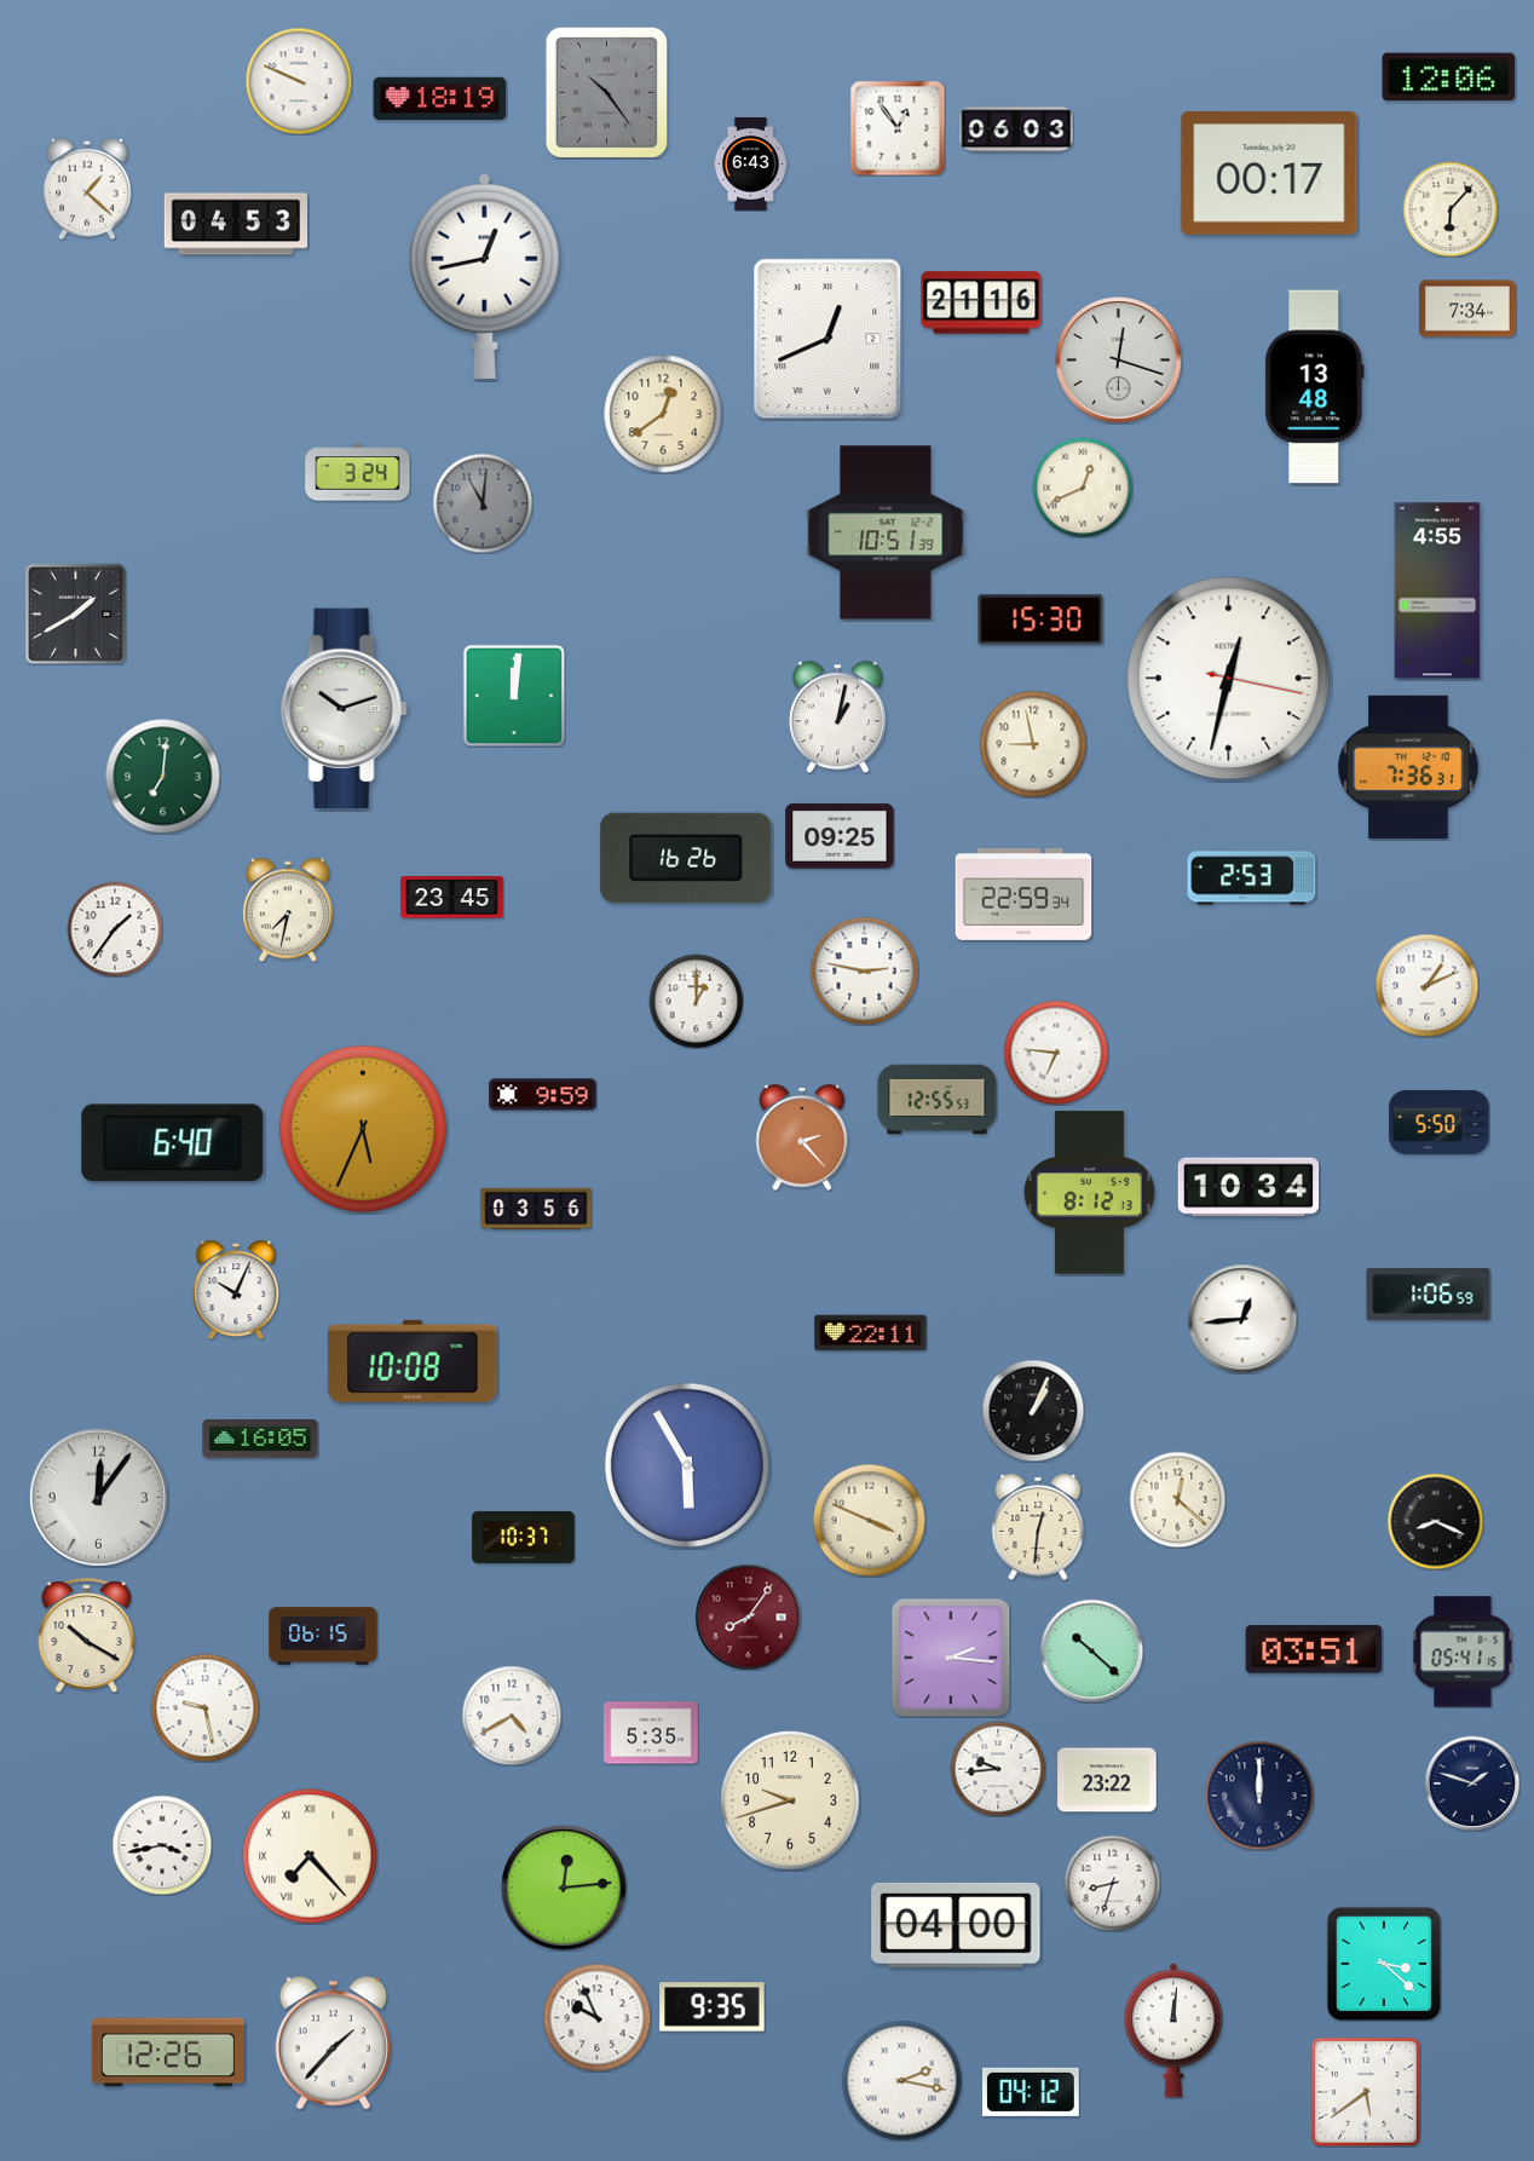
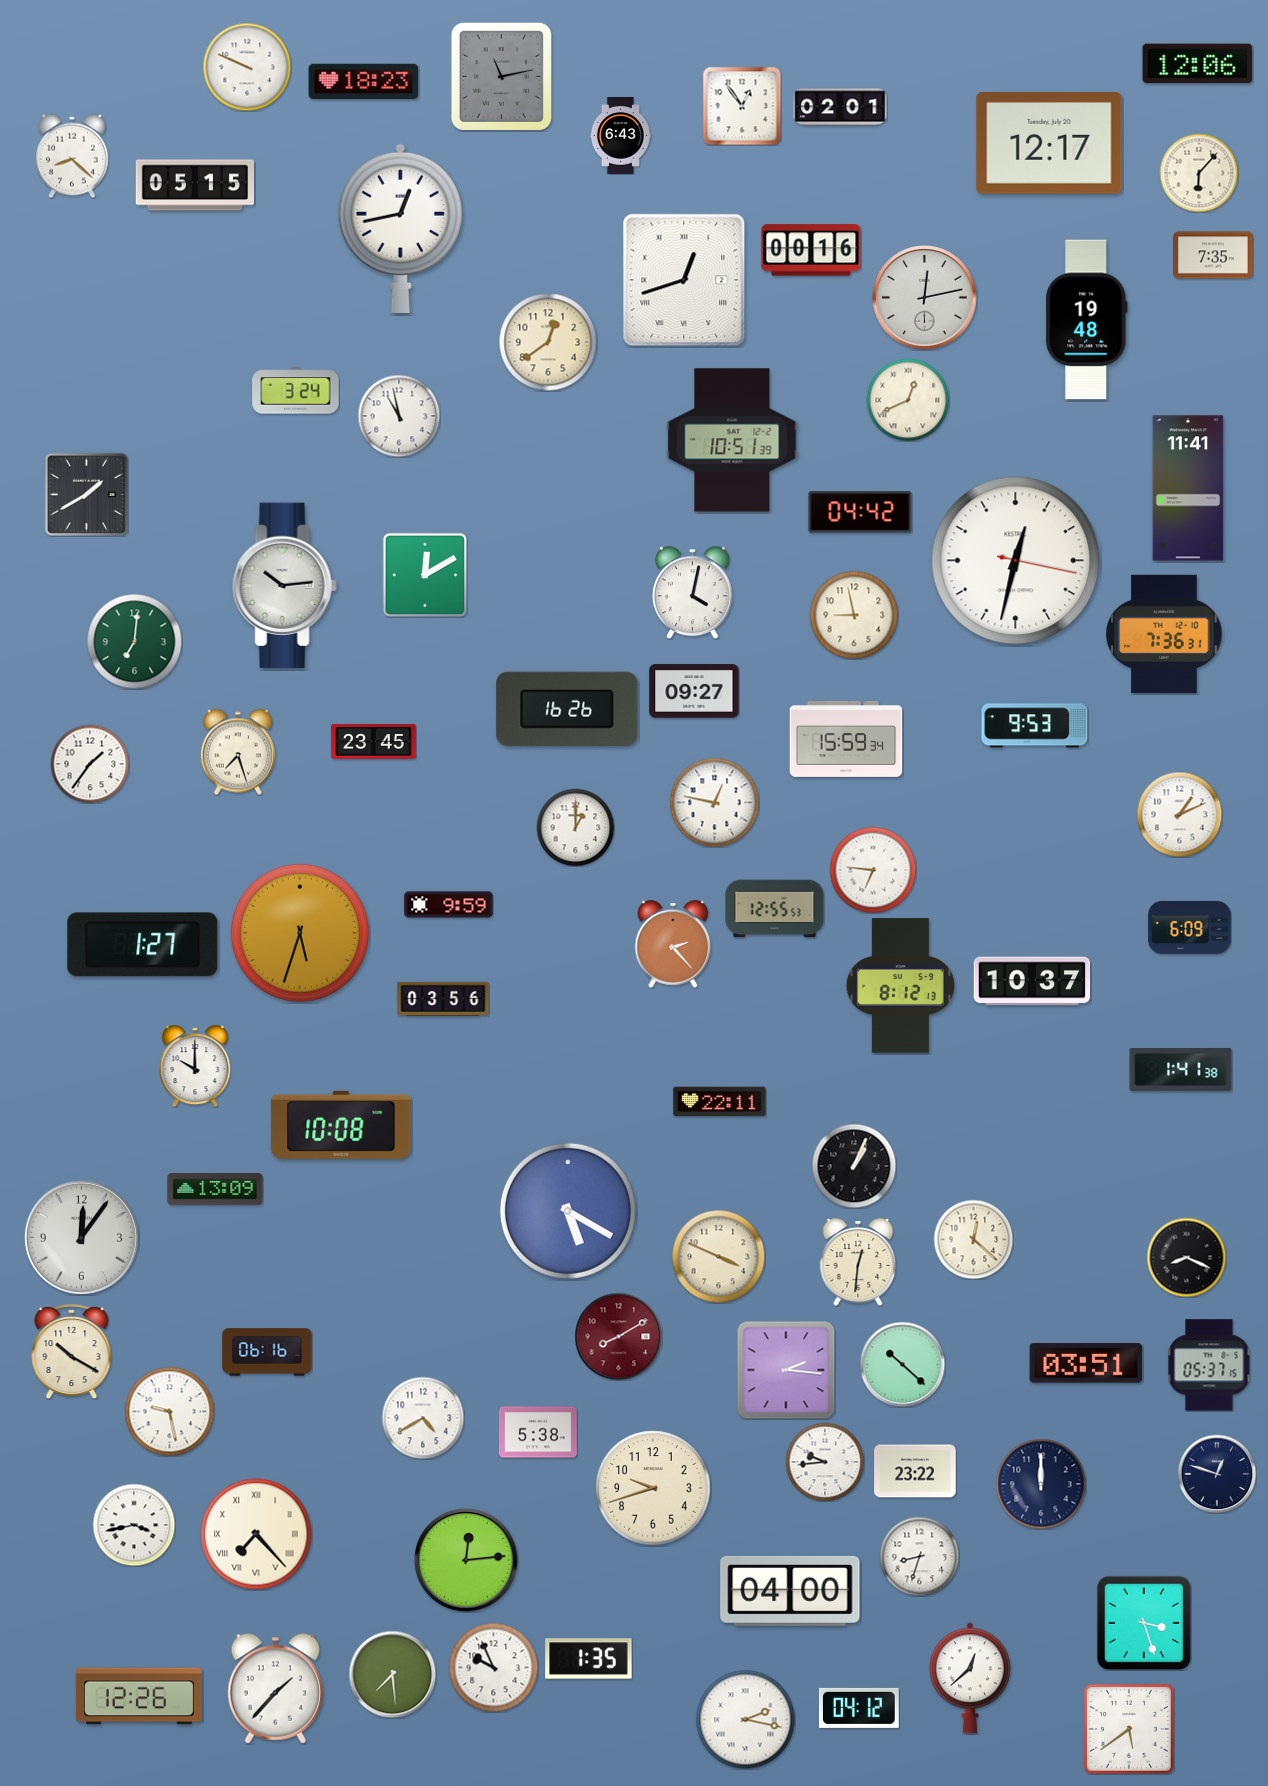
clock at (606, 92): 10:24 -> 11:13
clock at (440, 98): 18:19 -> 18:23
clock at (1016, 129): 06:03 -> 02:01
clock at (1269, 174): 00:17 -> 12:17
clock at (87, 189): 1:22 -> 8:22
clock at (235, 224): 04:53 -> 05:15
clock at (981, 302): 21:16 -> 00:16
clock at (1467, 309): 7:34 -> 7:35
clock at (827, 339): 12:41 -> 12:42
clock at (1119, 361): 12:18 -> 12:13
clock at (1315, 387): 13:48 -> 19:48
clock at (1083, 488) position: (1083, 488) -> (908, 400)
clock at (483, 503): 11:01 -> 10:58
clock at (483, 503) dial: grey -> white
clock at (1437, 590): 4:55 -> 11:41
clock at (75, 613) position: (75, 613) -> (86, 494)
clock at (1040, 620): 15:30 -> 04:42
clock at (514, 696): 12:01 -> 12:10
clock at (344, 708): 10:12 -> 10:14
clock at (837, 716): 1:02 -> 4:02
clock at (840, 836): 09:25 -> 09:27
clock at (1252, 878): 2:53 -> 9:53
clock at (1023, 894): 22:59 -> 15:59
clock at (288, 910): 7:32 -> 7:27
clock at (115, 929) position: (115, 929) -> (90, 764)
clock at (864, 970): 2:47 -> 12:47
clock at (1440, 1122): 5:50 -> 6:09
clock at (363, 1129): 5:34 -> 5:33
clock at (802, 1137) position: (802, 1137) -> (673, 944)
clock at (173, 1143): 6:40 -> 1:27
clock at (1248, 1187): 10:34 -> 10:37
clock at (236, 1290): 10:04 -> 10:00
clock at (1429, 1295): 1:06 -> 1:41
clock at (1242, 1319): 12:44 -> none
clock at (260, 1439): 16:05 -> 13:09
clock at (687, 1465): 5:55 -> 5:20
clock at (524, 1537): 10:37 -> none
clock at (748, 1617): 8:06 -> 8:10
clock at (323, 1636): 06:15 -> 06:16
clock at (1463, 1652): 05:41 -> 05:37
clock at (651, 1733): 5:35 -> 5:38
clock at (1472, 1783): 1:48 -> 12:48
clock at (1384, 1964): 3:22 -> 3:27
clock at (713, 2007): 9:35 -> 1:35
clock at (392, 1674): none -> 7:29
clock at (1173, 2030): 12:01 -> 12:38
clock at (1031, 2092) position: (1031, 2092) -> (859, 1708)
